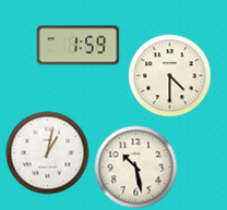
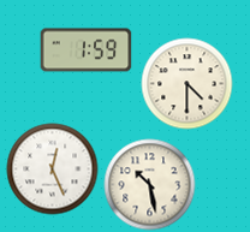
clock at (48, 153): 1:02 -> 12:26
